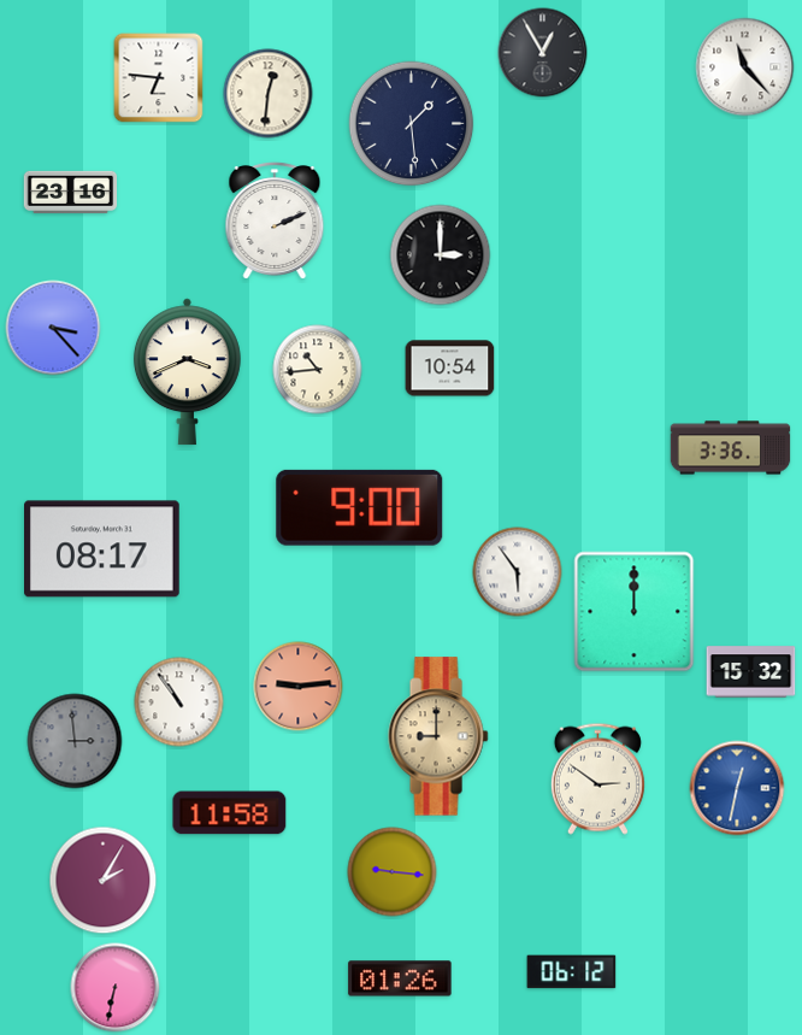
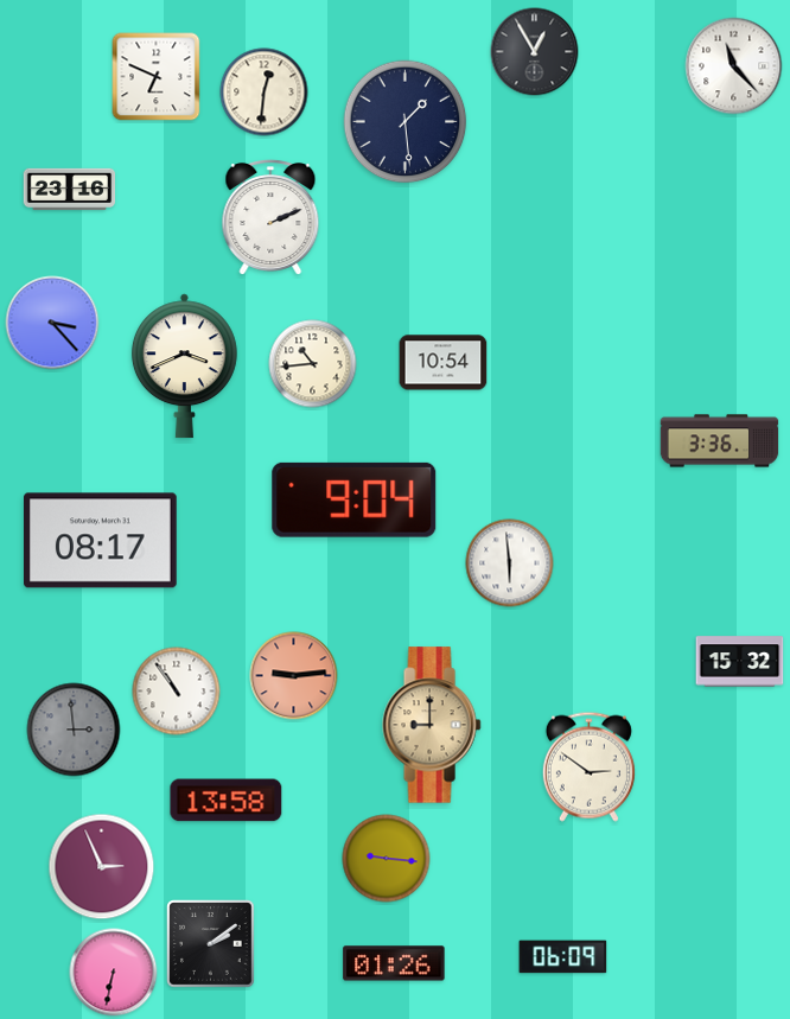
clock at (159, 78): 6:46 -> 6:49
clock at (441, 255): 3:00 -> none
clock at (360, 507): 9:00 -> 9:04
clock at (518, 572): 5:54 -> 5:59
clock at (635, 612): 12:00 -> none
clock at (737, 788): 12:32 -> none
clock at (230, 813): 11:58 -> 13:58
clock at (104, 881): 2:05 -> 2:56
clock at (211, 944): none -> 2:09
clock at (572, 972): 06:12 -> 06:09
